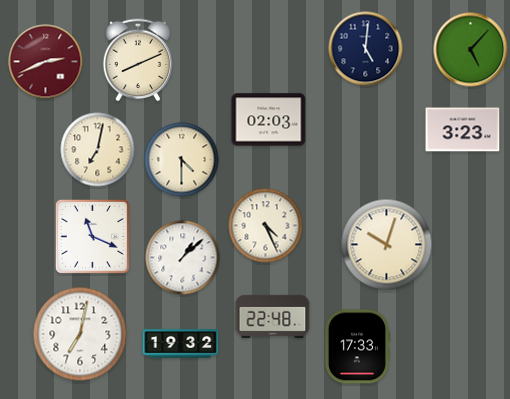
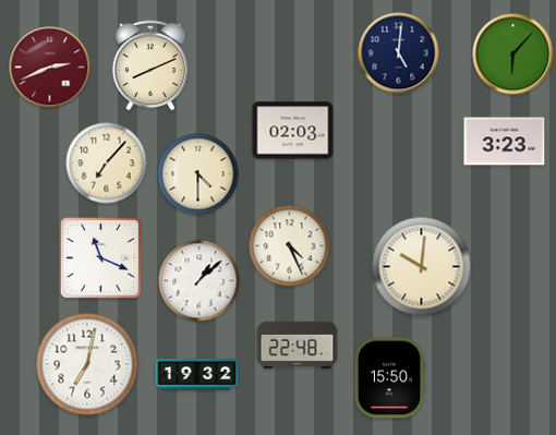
clock at (471, 50): 5:07 -> 6:07
clock at (98, 150): 7:02 -> 7:07
clock at (387, 245): 10:03 -> 10:01
clock at (357, 347): 17:33 -> 15:50
